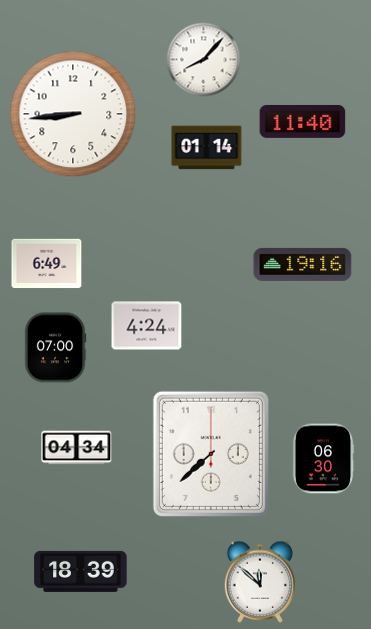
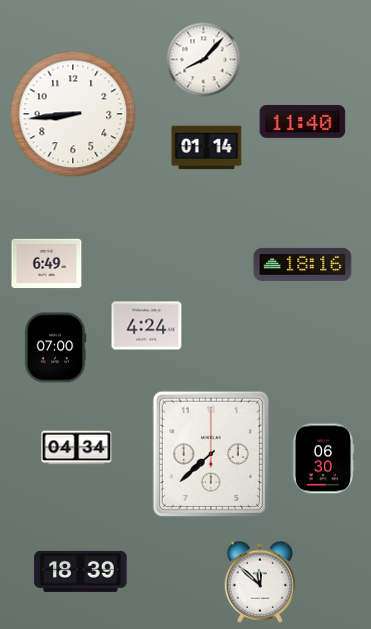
clock at (303, 264): 19:16 -> 18:16
